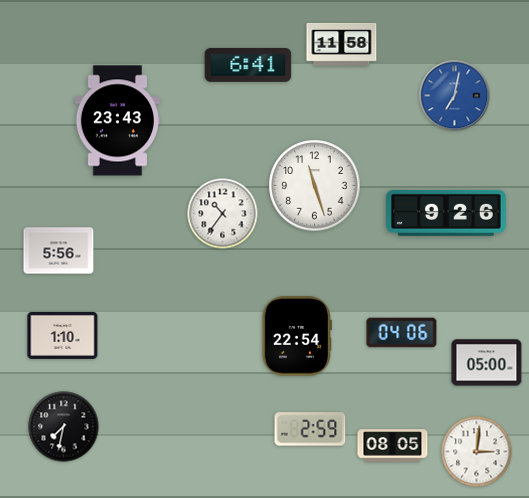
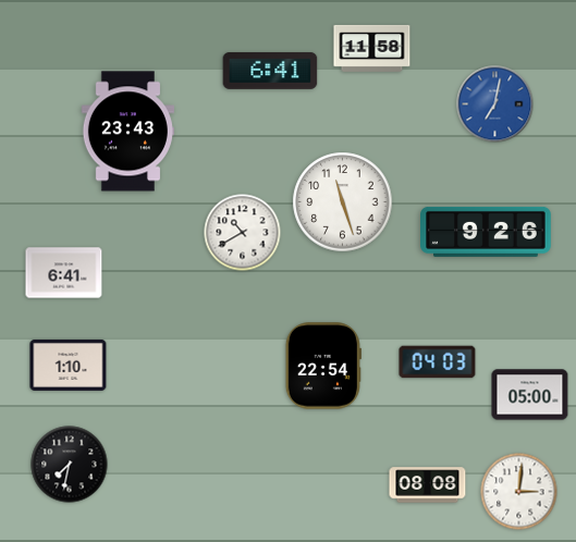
clock at (223, 214): 10:36 -> 10:40
clock at (59, 251): 5:56 -> 6:41
clock at (402, 333): 04:06 -> 04:03
clock at (310, 429): 2:59 -> none
clock at (393, 446): 08:05 -> 08:08
